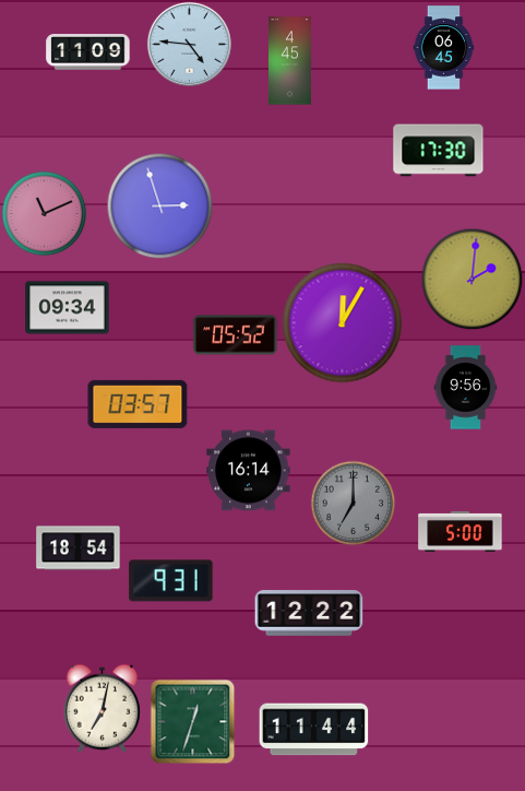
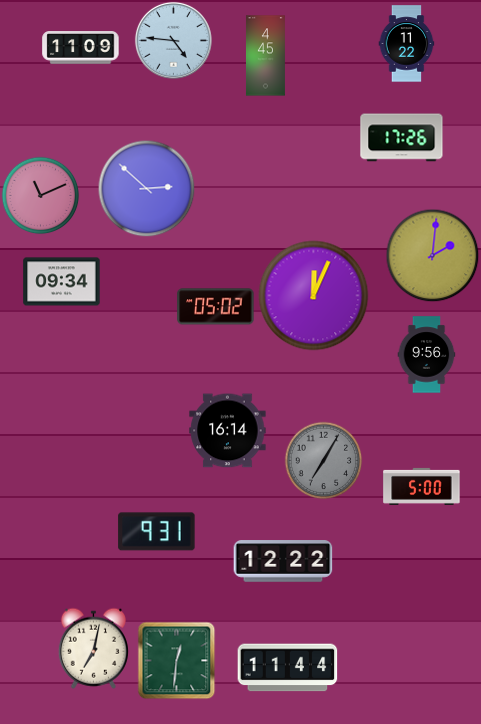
clock at (444, 48): 06:45 -> 11:22
clock at (439, 151): 17:30 -> 17:26
clock at (159, 205): 2:57 -> 2:52
clock at (343, 323): 12:05 -> 12:04
clock at (236, 335): 05:52 -> 05:02
clock at (138, 404): 03:57 -> none
clock at (353, 503): 7:00 -> 7:05
clock at (79, 548): 18:54 -> none
clock at (192, 721): 12:33 -> 12:31
